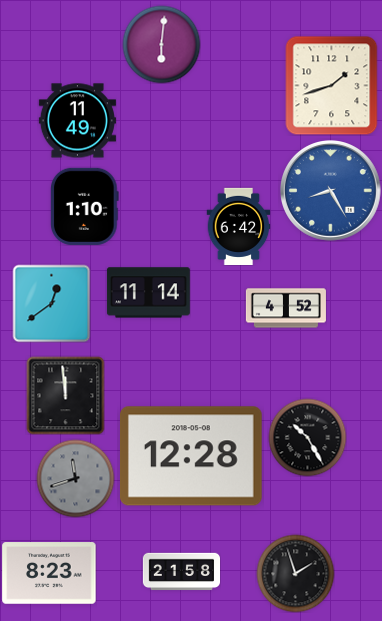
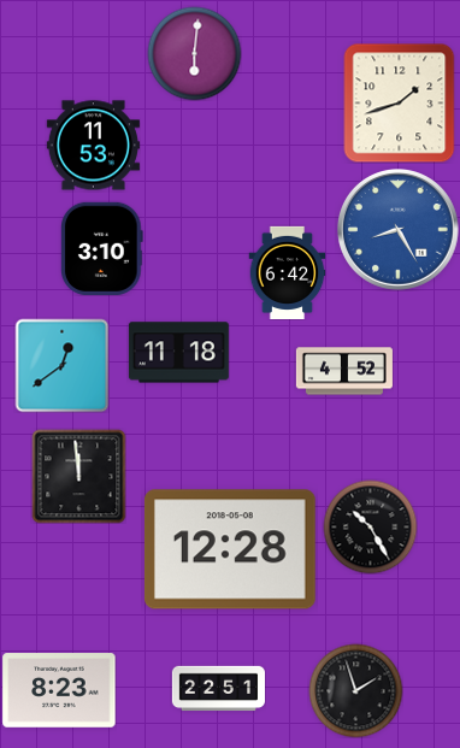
clock at (77, 121): 11:49 -> 11:53
clock at (85, 206): 1:10 -> 3:10
clock at (148, 293): 11:14 -> 11:18
clock at (75, 478): 11:42 -> none
clock at (181, 572): 21:58 -> 22:51
